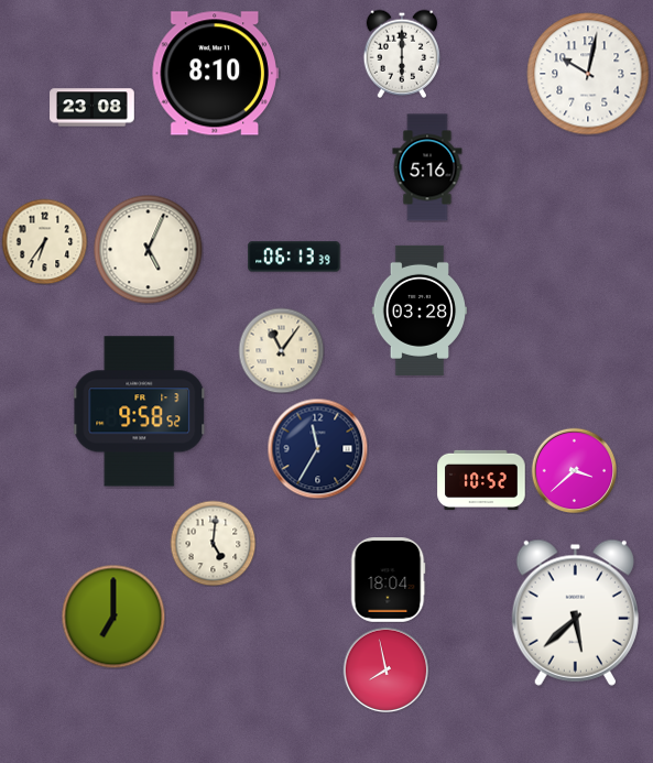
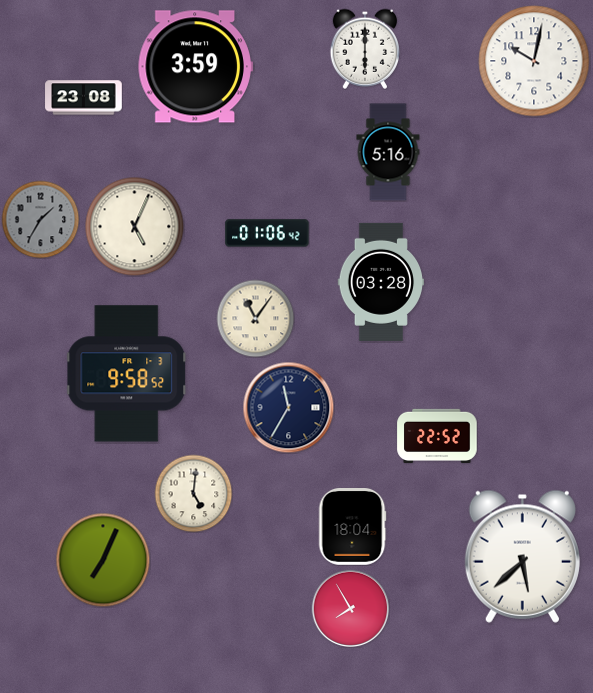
clock at (215, 74): 8:10 -> 3:59
clock at (588, 74) position: (588, 74) -> (534, 61)
clock at (44, 241): 6:36 -> 1:35
clock at (44, 241) dial: cream -> grey
clock at (294, 257): 06:13 -> 01:06
clock at (574, 470): 3:38 -> none
clock at (481, 479): 10:52 -> 22:52
clock at (113, 617): 7:00 -> 7:04
clock at (385, 669): 7:58 -> 7:55
